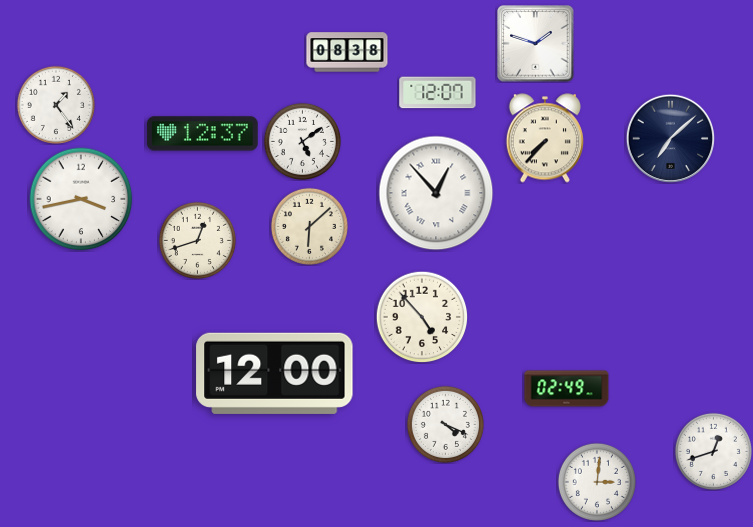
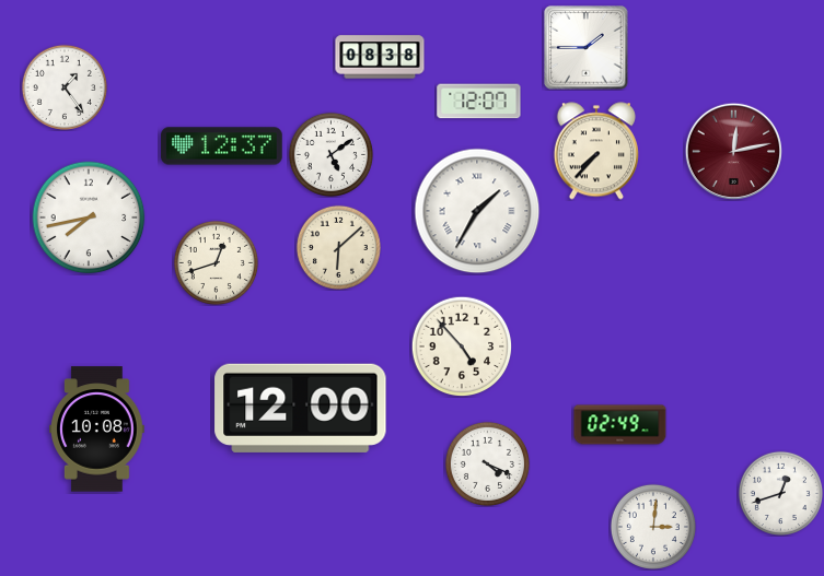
clock at (536, 44): 1:48 -> 1:45
clock at (56, 105) position: (56, 105) -> (65, 87)
clock at (670, 138): 7:08 -> 12:13
clock at (670, 138) dial: navy -> burgundy
clock at (436, 193): 12:53 -> 1:35
clock at (81, 199): 3:43 -> 7:43
clock at (97, 430): none -> 10:08
